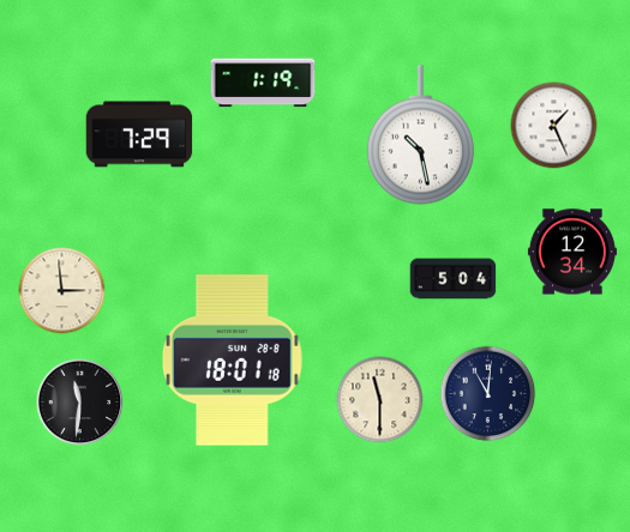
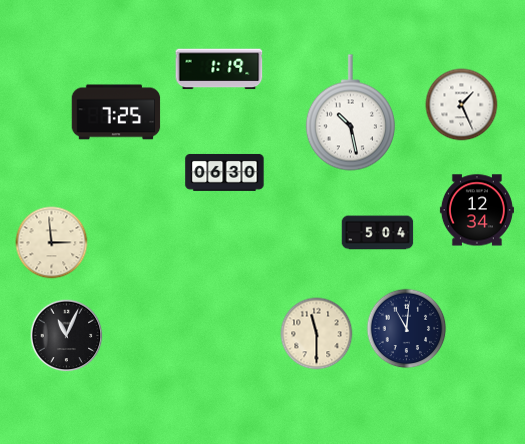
clock at (139, 134): 7:29 -> 7:25
clock at (225, 172): none -> 06:30
clock at (232, 361): 18:01 -> none
clock at (80, 403): 11:31 -> 11:04
